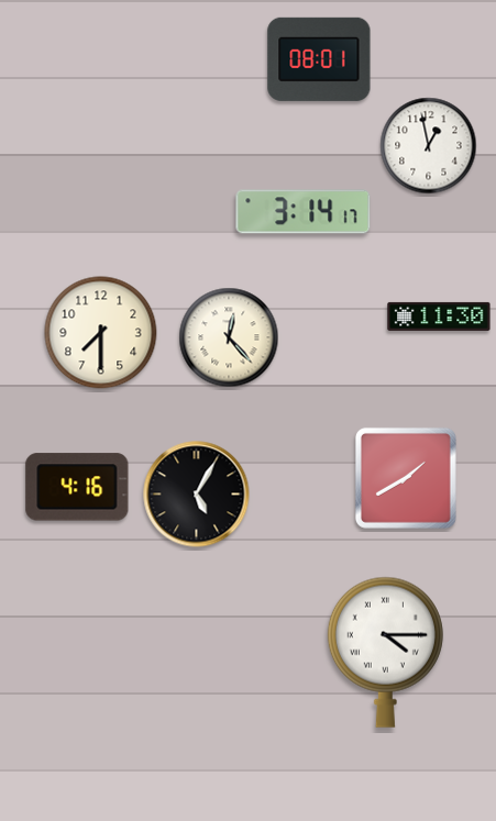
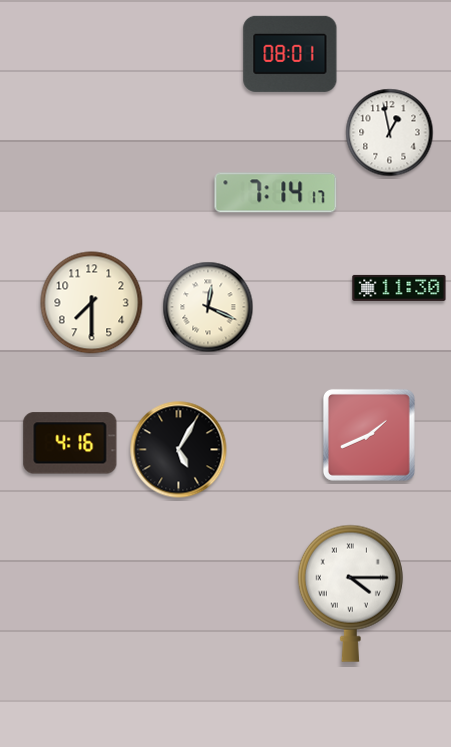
clock at (304, 212): 3:14 -> 7:14
clock at (229, 337): 12:23 -> 12:19
clock at (406, 478): 1:40 -> 1:41
